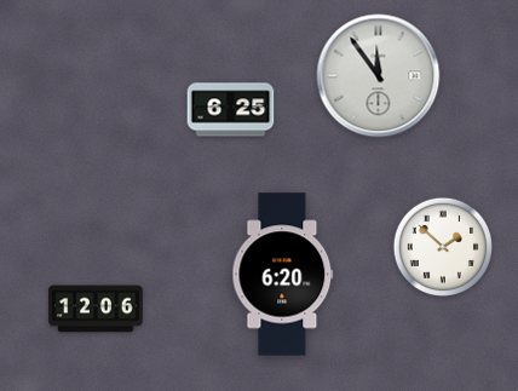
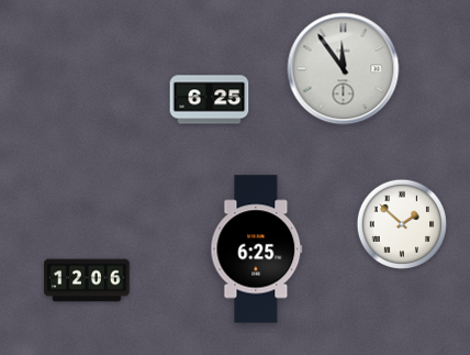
clock at (283, 275): 6:20 -> 6:25
